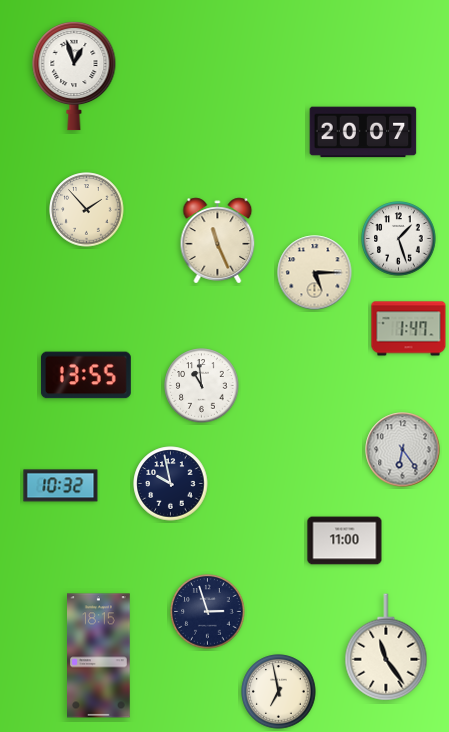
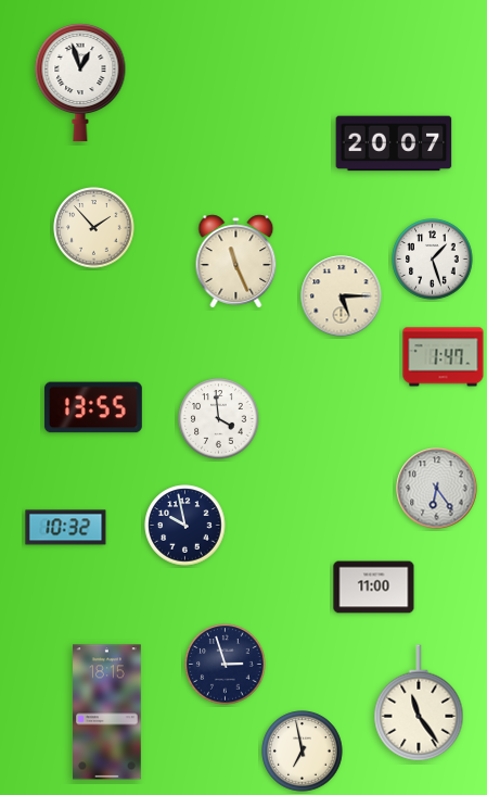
clock at (202, 386): 10:59 -> 3:59
